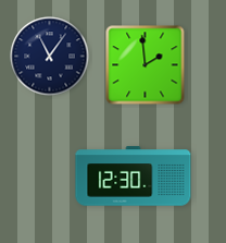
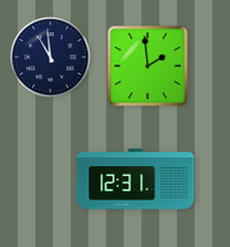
clock at (50, 57): 11:06 -> 10:59
clock at (134, 177): 12:30 -> 12:31
